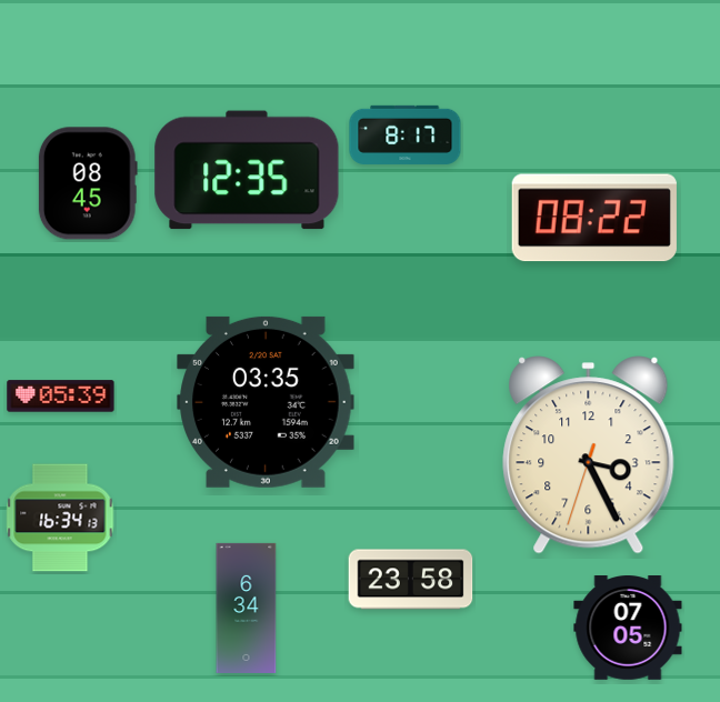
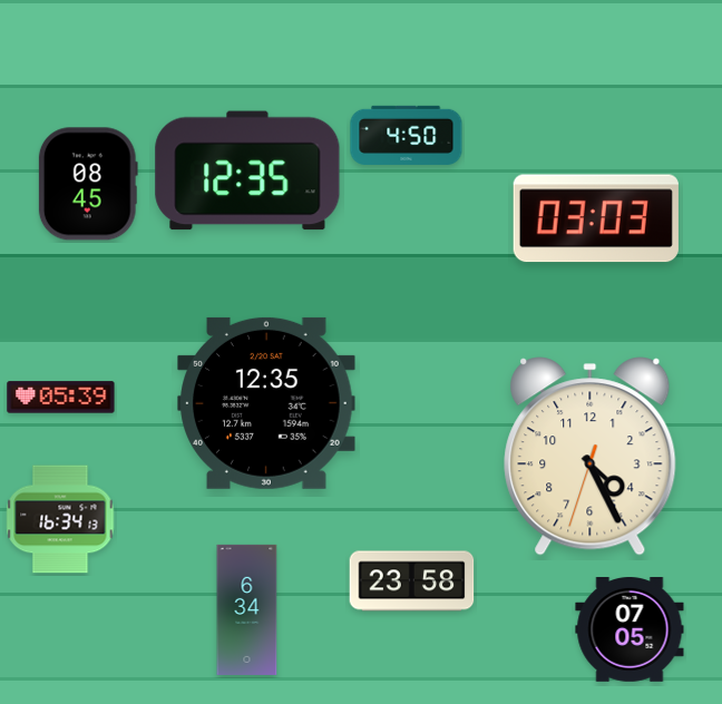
clock at (406, 134): 8:17 -> 4:50
clock at (594, 218): 08:22 -> 03:03
clock at (266, 402): 03:35 -> 12:35
clock at (589, 455): 3:25 -> 4:25
